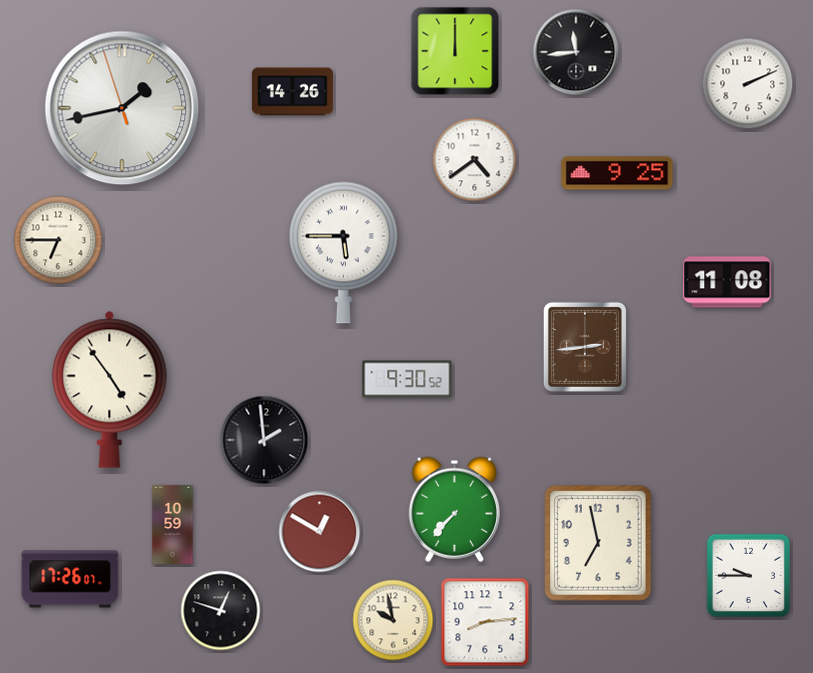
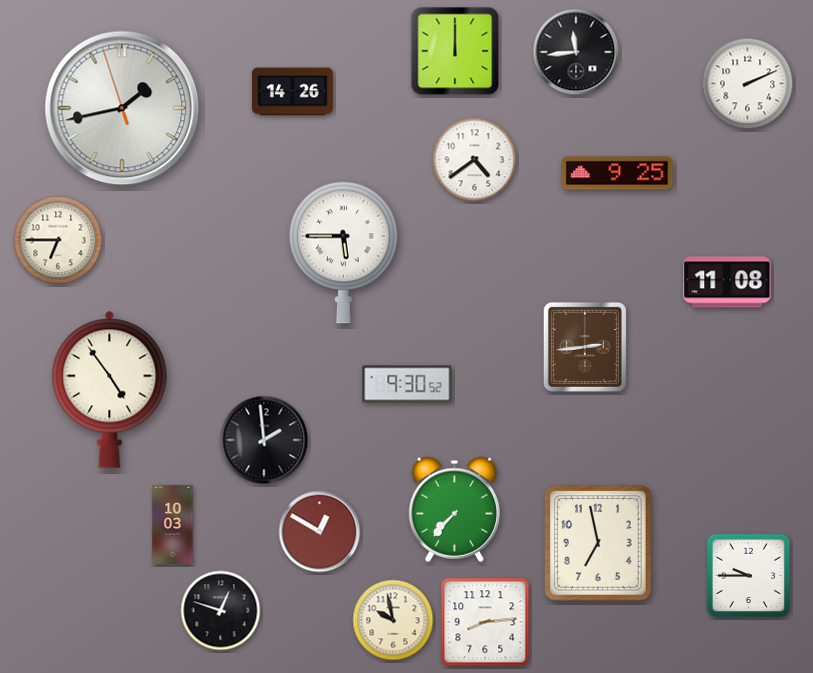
clock at (407, 379) position: (407, 379) -> (407, 384)
clock at (173, 524): 10:59 -> 10:03
clock at (70, 579): 17:26 -> none
